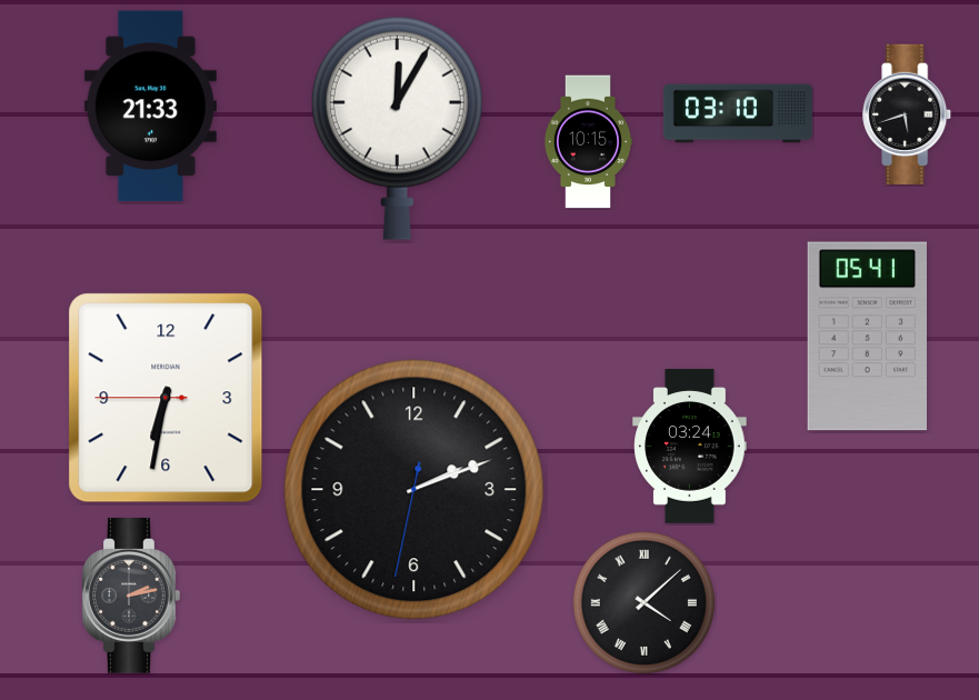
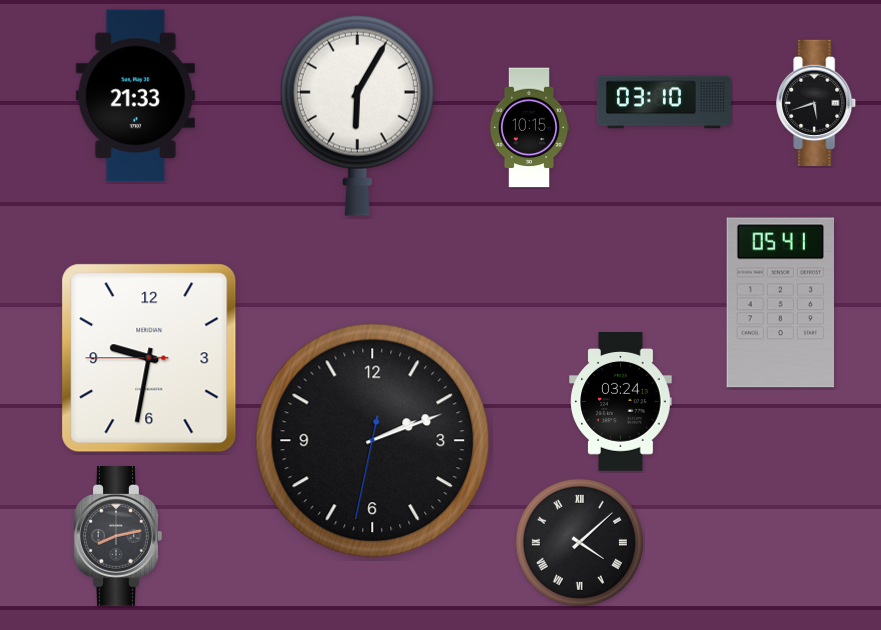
clock at (397, 128): 12:05 -> 6:05
clock at (166, 398): 6:31 -> 9:31
clock at (131, 597): 2:13 -> 8:13
